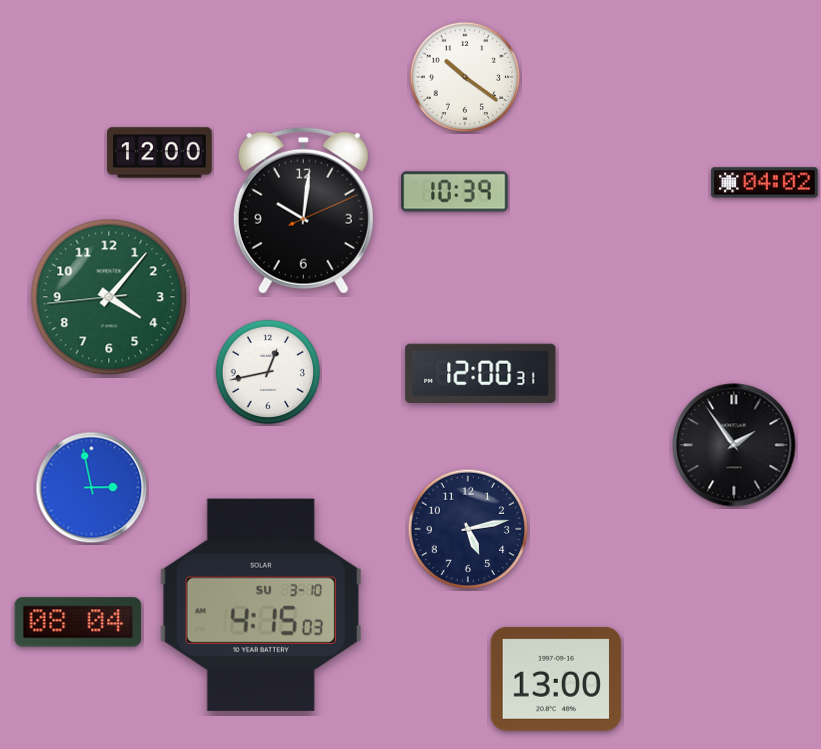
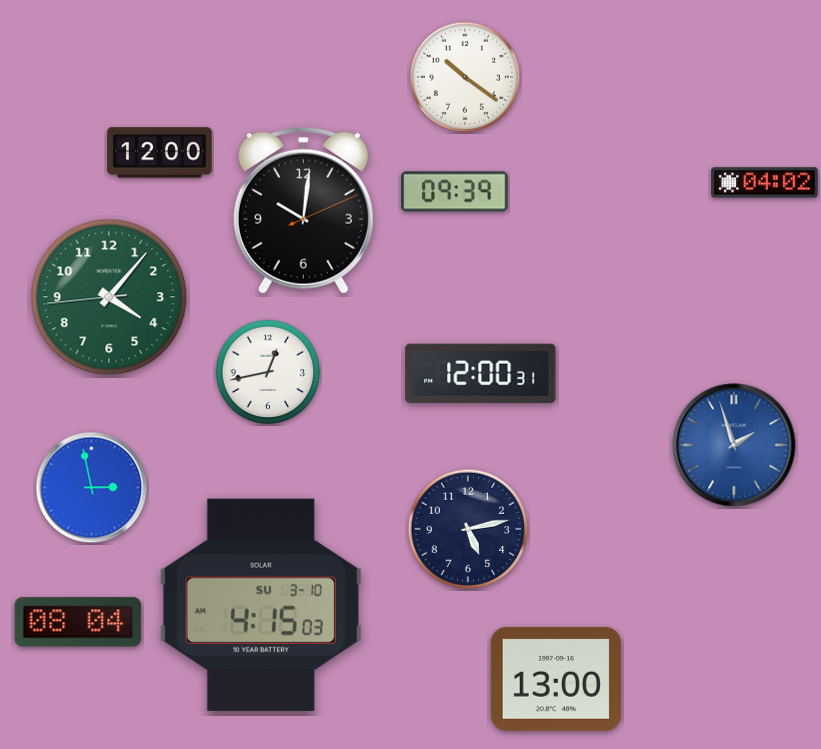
clock at (455, 192): 10:39 -> 09:39
clock at (734, 445): 1:54 -> 1:57
clock at (734, 445) dial: black -> blue
